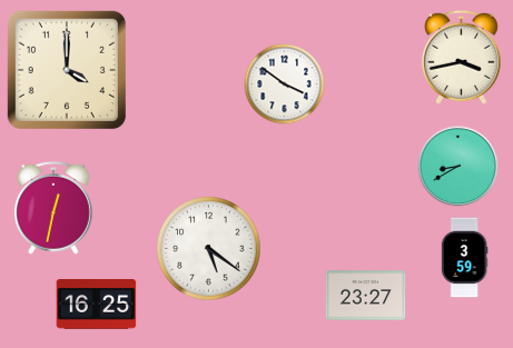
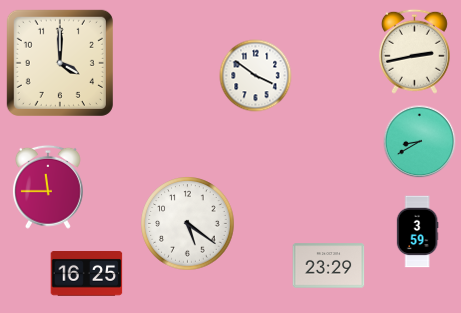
clock at (461, 57): 3:43 -> 2:43
clock at (458, 167) position: (458, 167) -> (420, 142)
clock at (53, 208): 12:32 -> 11:45
clock at (366, 296): 23:27 -> 23:29
